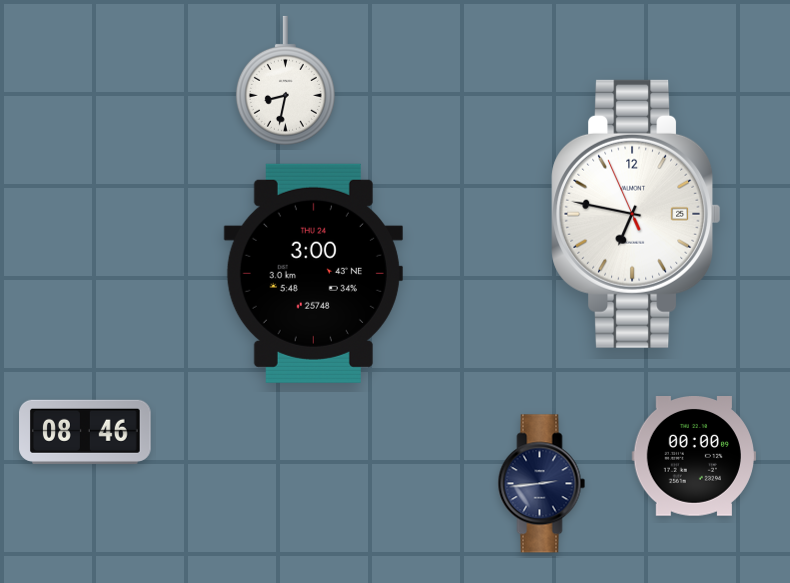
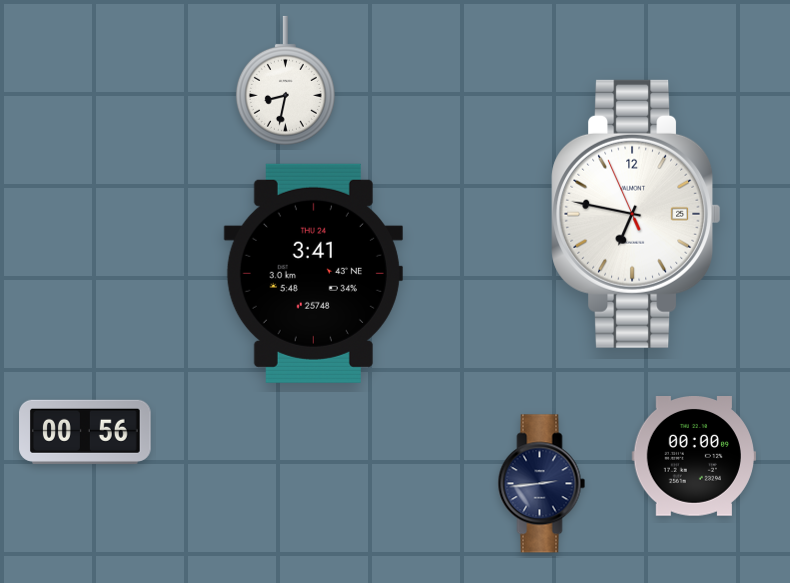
clock at (313, 273): 3:00 -> 3:41
clock at (85, 432): 08:46 -> 00:56
